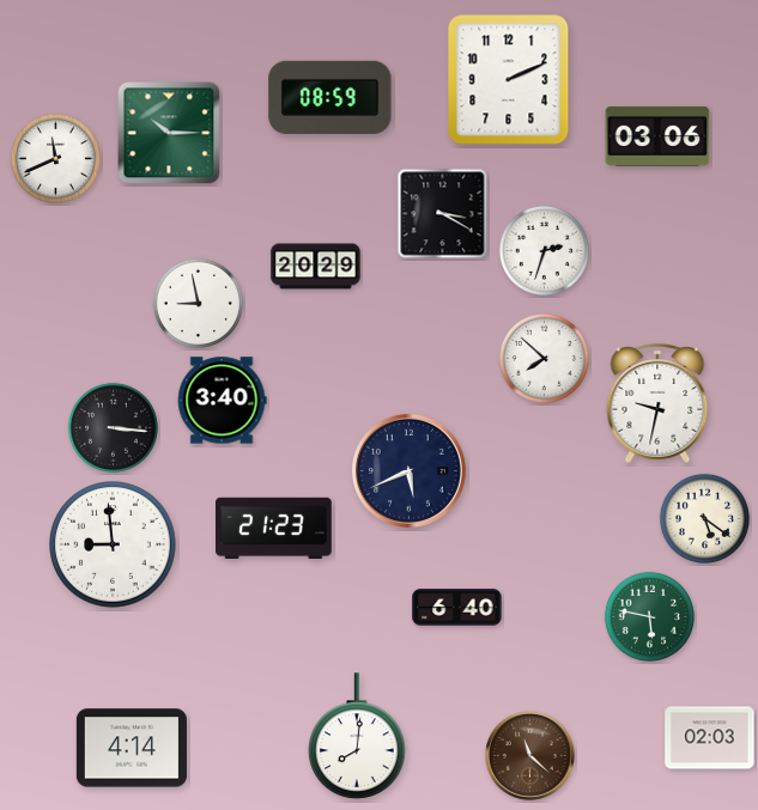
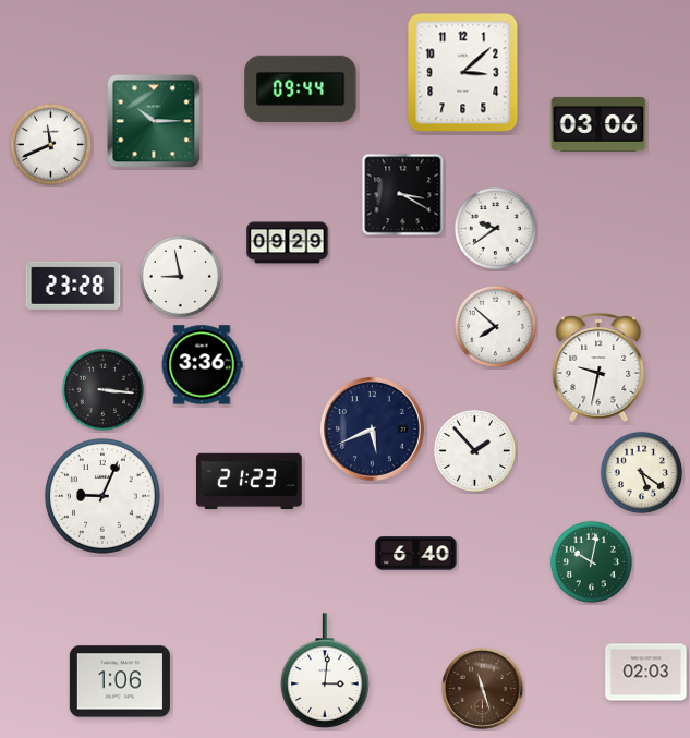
clock at (509, 80): 2:11 -> 3:08
clock at (331, 97): 08:59 -> 09:44
clock at (544, 250): 2:33 -> 9:39
clock at (316, 267): 20:29 -> 09:29
clock at (73, 286): none -> 23:28
clock at (222, 401): 3:40 -> 3:36
clock at (474, 450): none -> 1:53
clock at (113, 544): 8:59 -> 9:04
clock at (649, 616): 5:47 -> 10:02
clock at (358, 737): 8:01 -> 3:01
clock at (132, 748): 4:14 -> 1:06
clock at (530, 756): 11:22 -> 11:27
